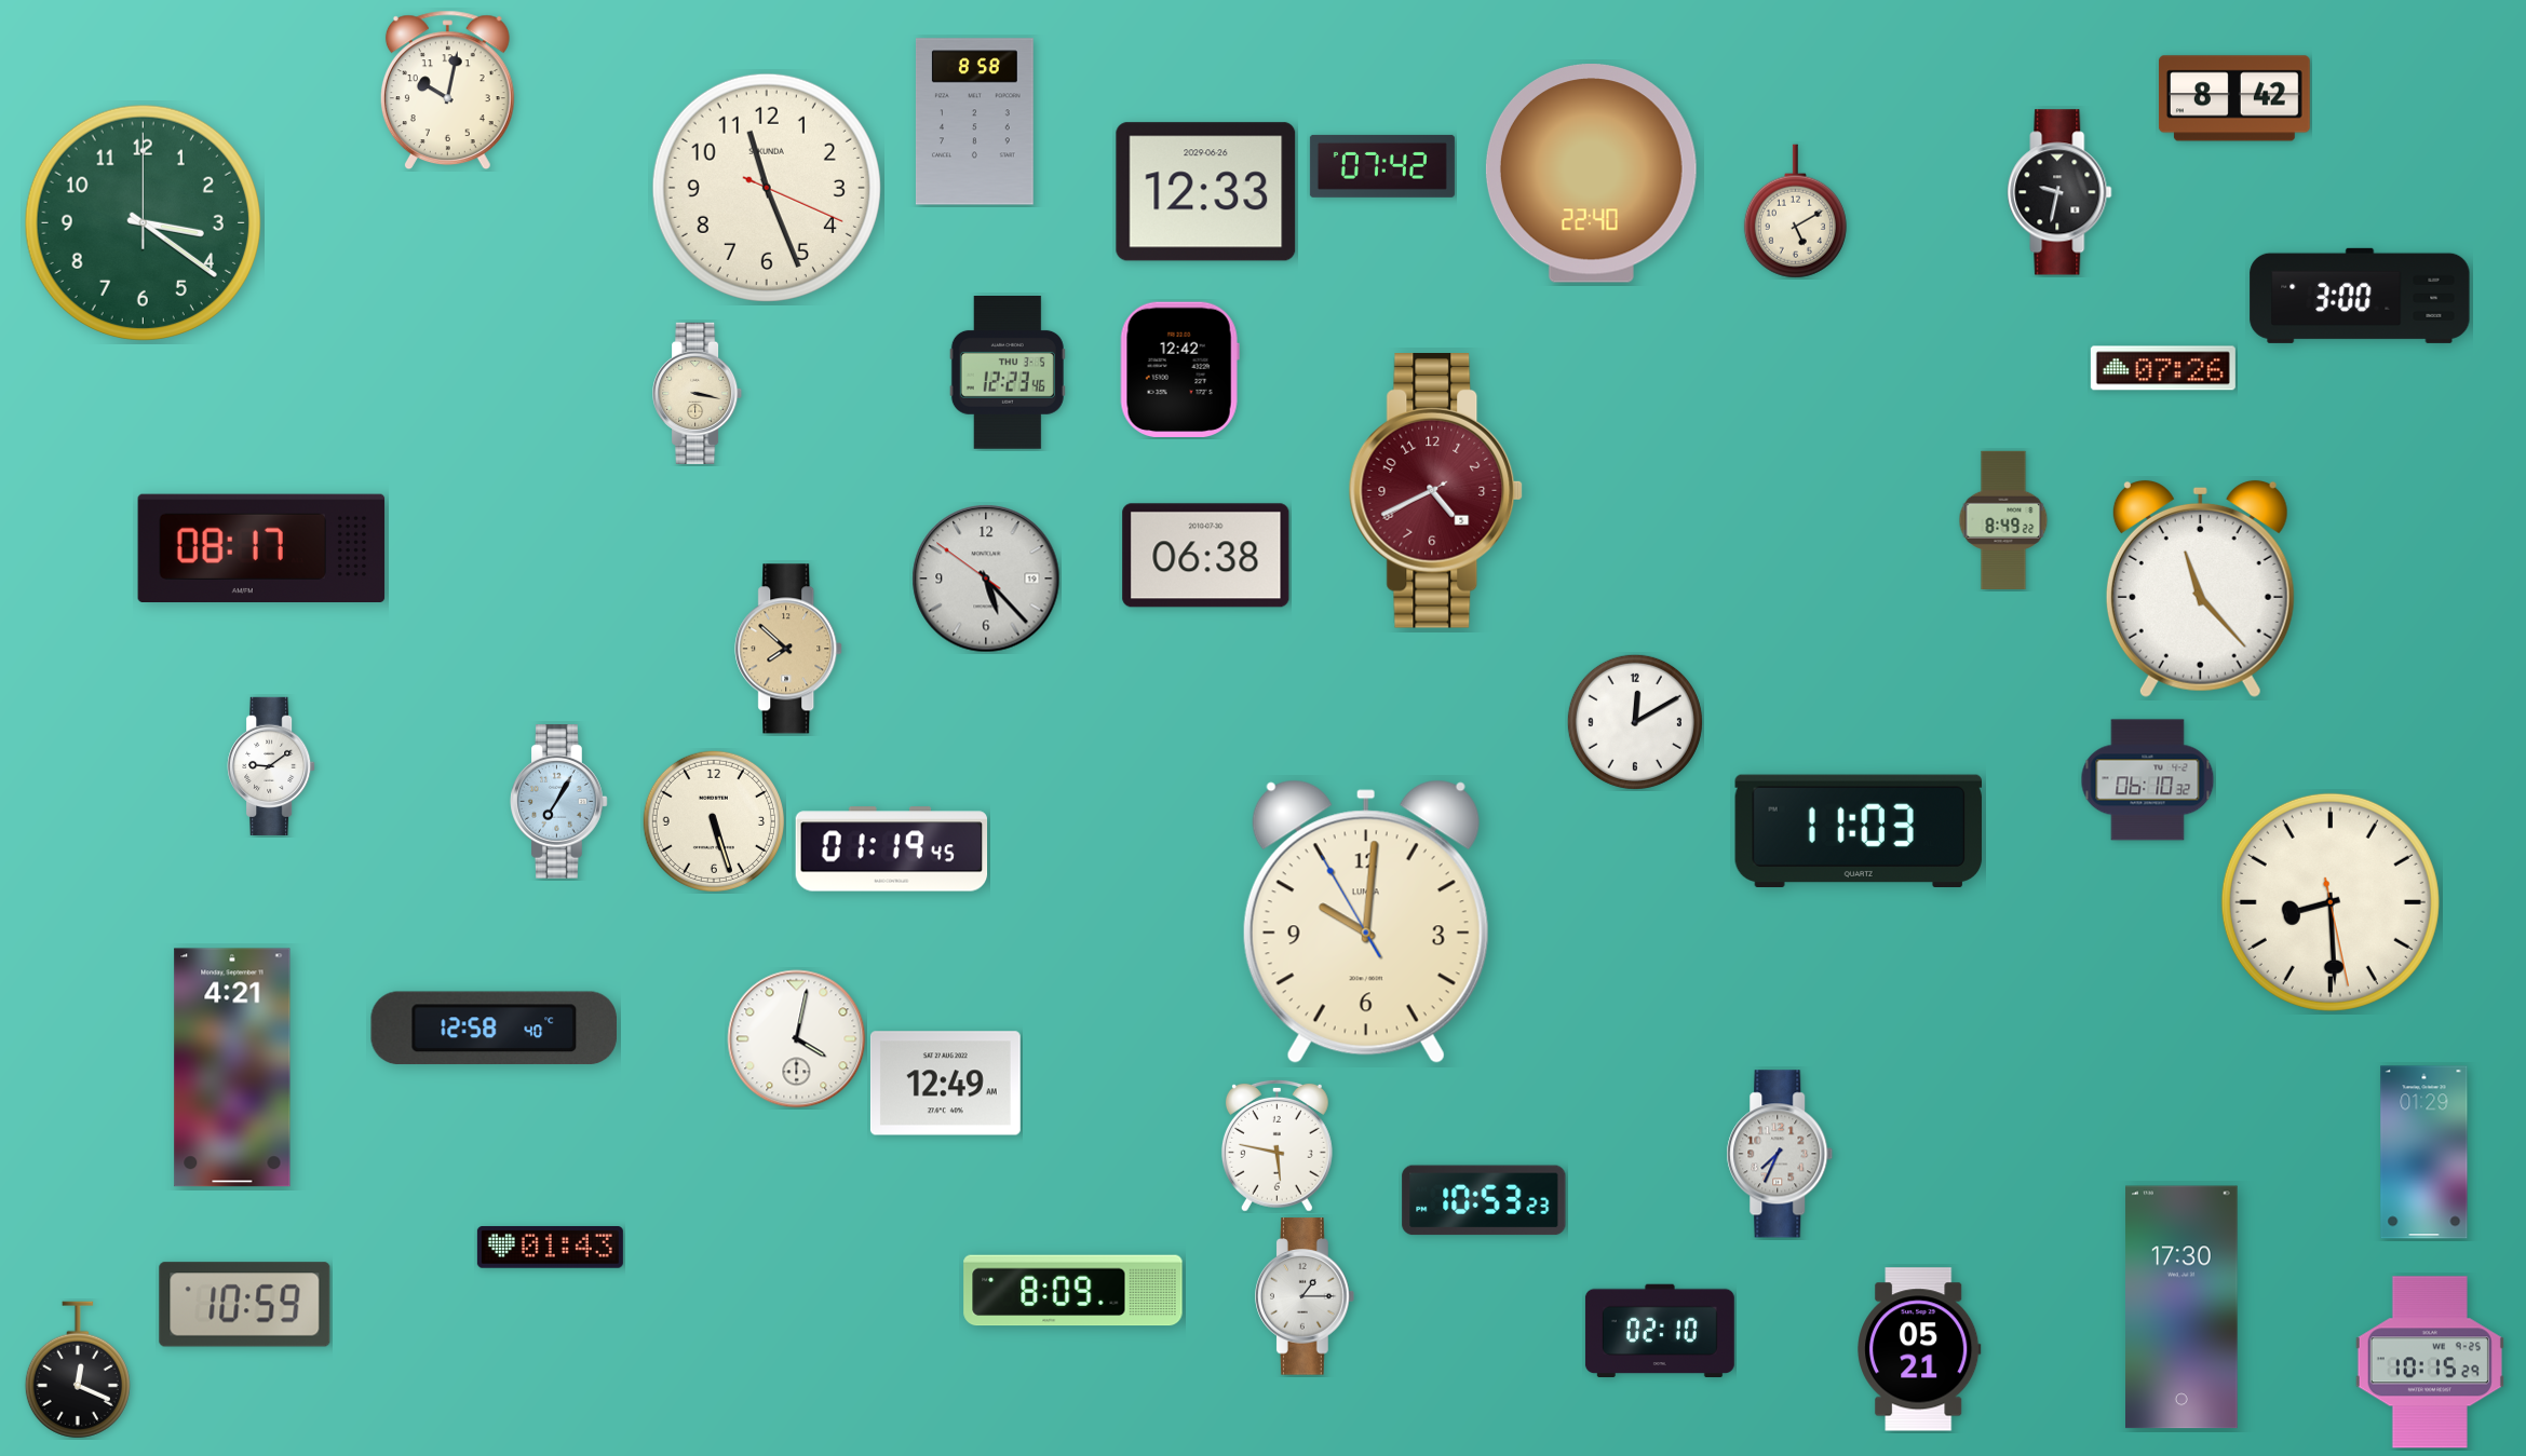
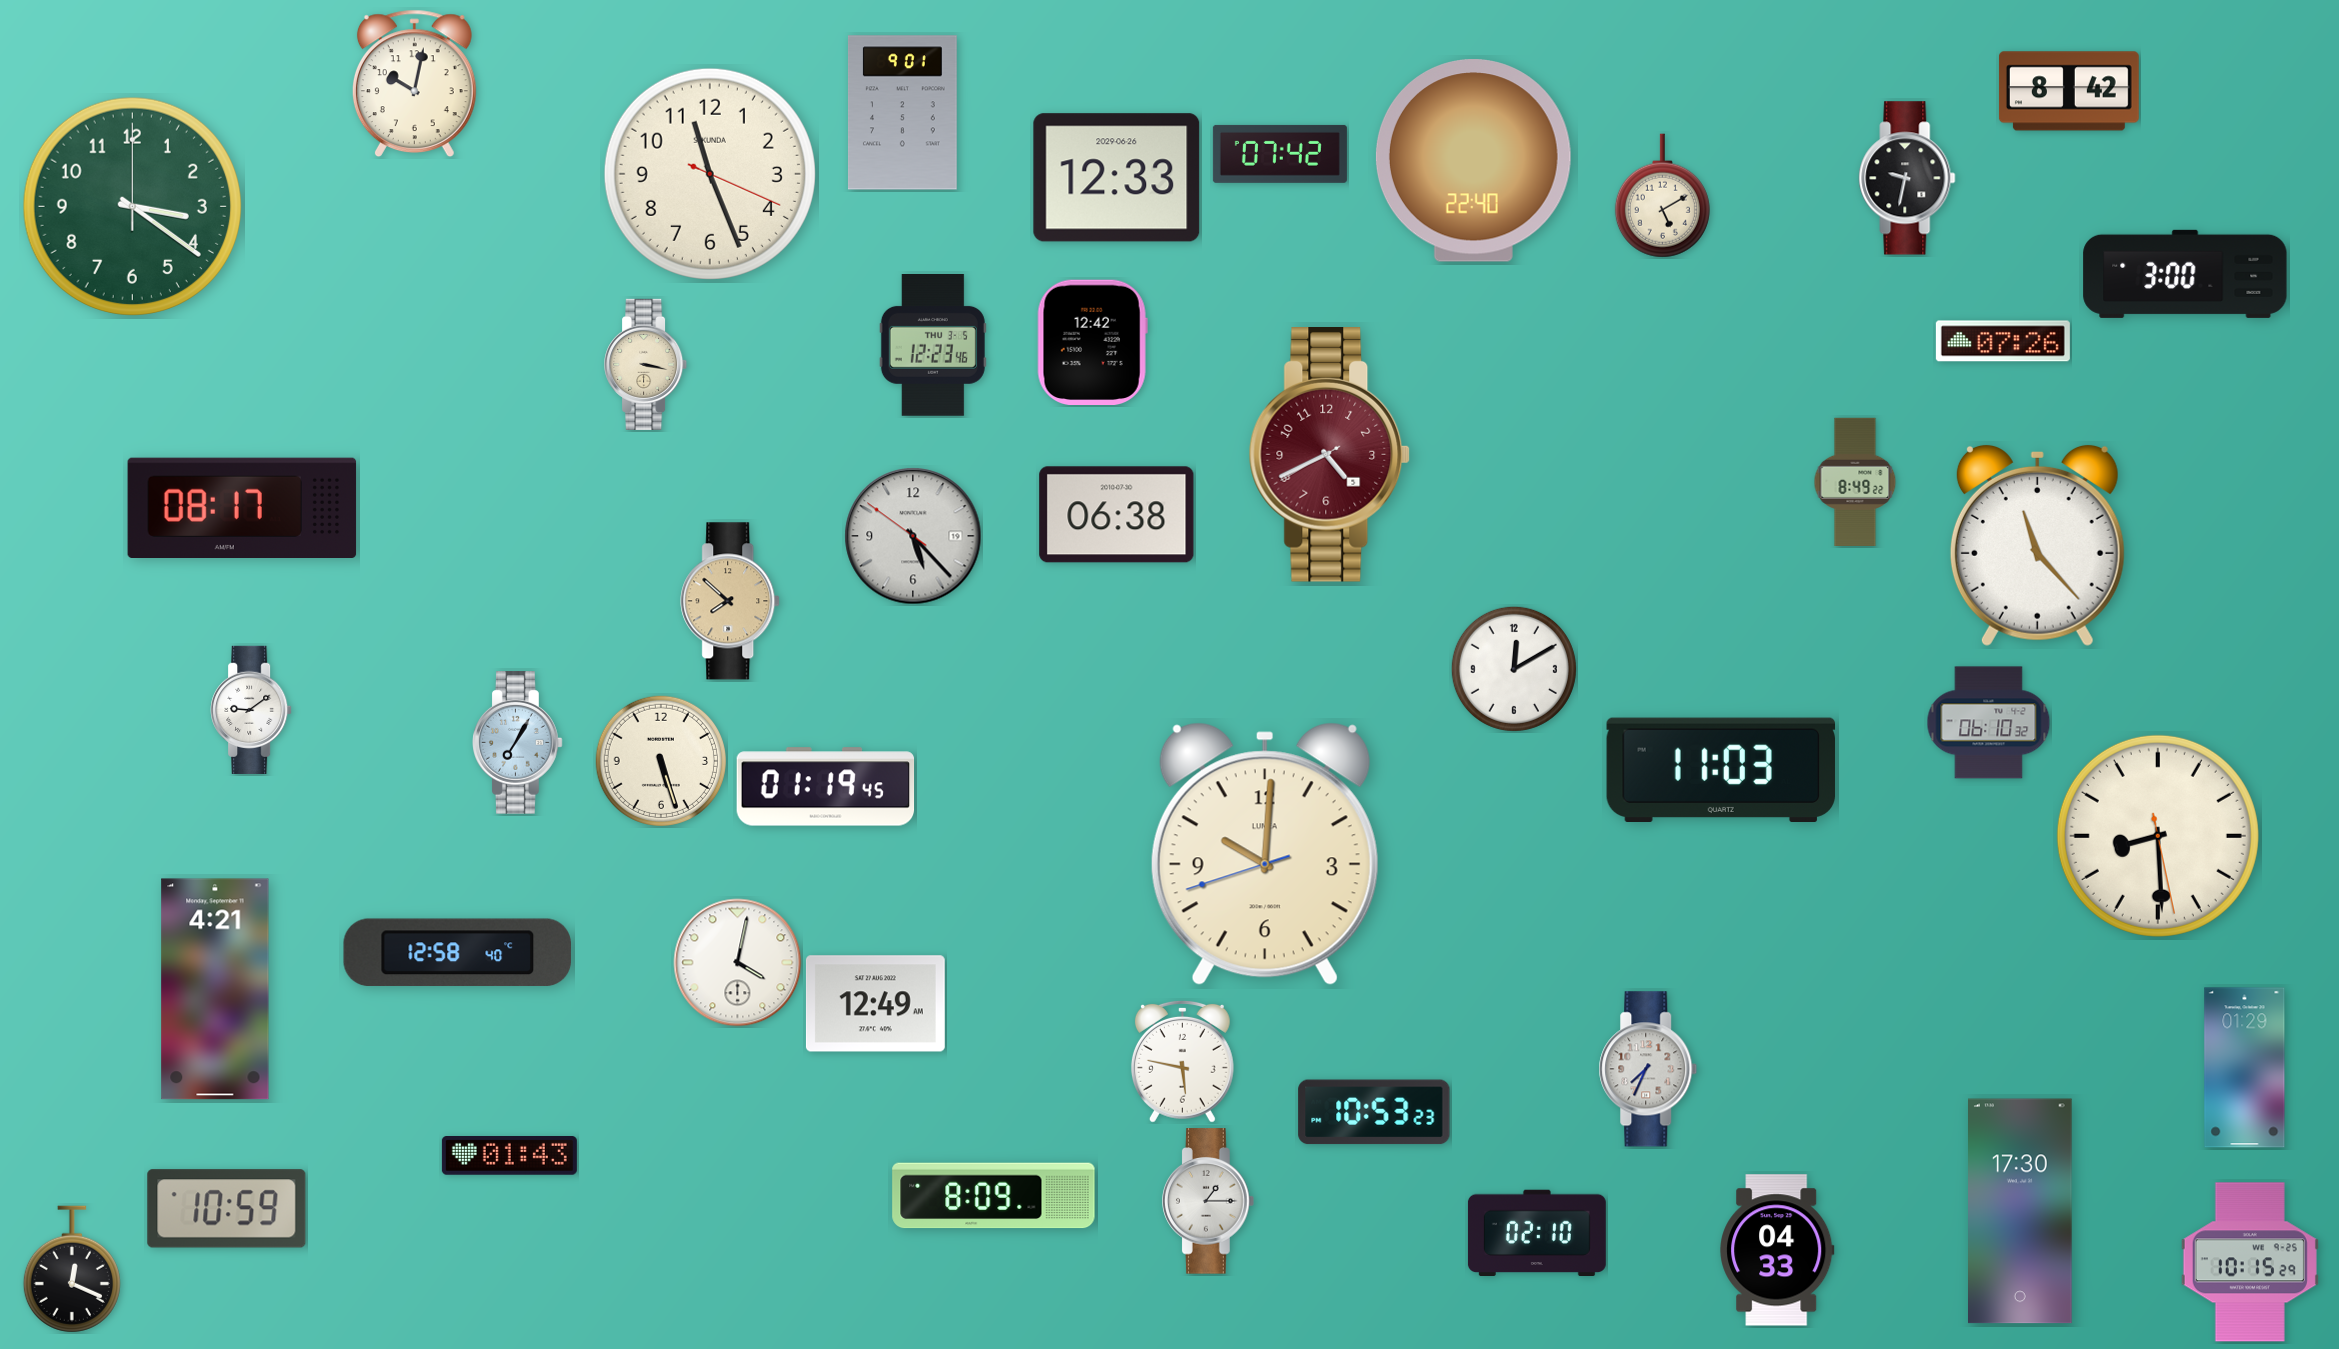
clock at (974, 122): 8:58 -> 9:01
clock at (1366, 922): 10:00:55 -> 10:00:42
clock at (1919, 1349): 05:21 -> 04:33
